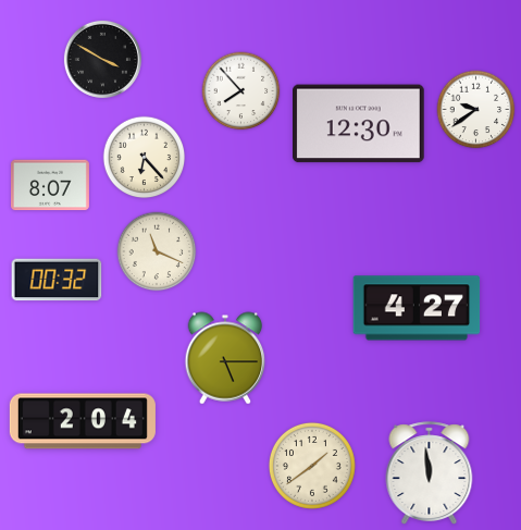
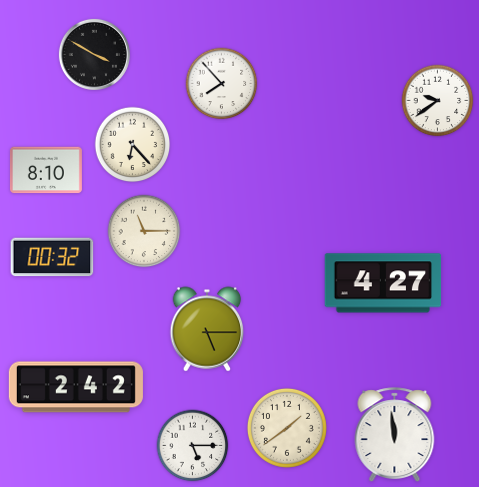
clock at (359, 124): 12:30 -> none
clock at (50, 185): 8:07 -> 8:10
clock at (157, 251): 11:19 -> 11:15
clock at (83, 421): 2:04 -> 2:42
clock at (193, 446): none -> 5:15
